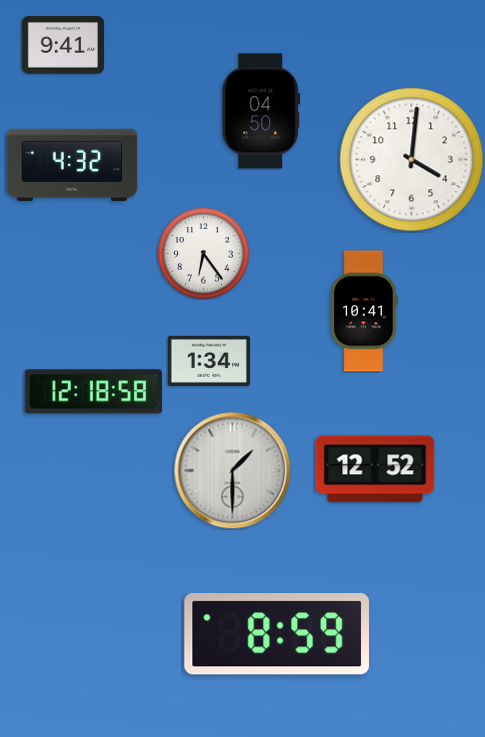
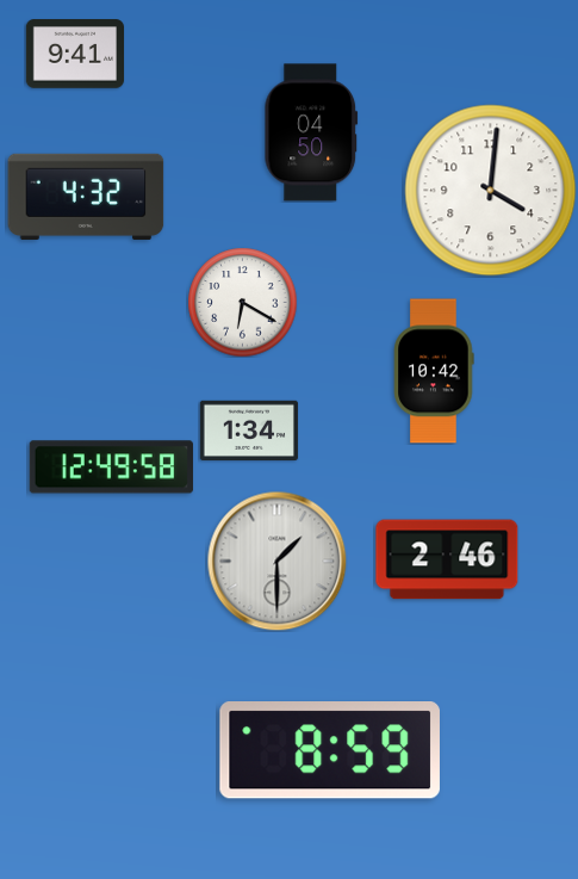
clock at (203, 253): 6:24 -> 6:20
clock at (364, 311): 10:41 -> 10:42
clock at (93, 392): 12:18 -> 12:49
clock at (375, 469): 12:52 -> 2:46
clock at (277, 635) position: (277, 635) -> (330, 751)
